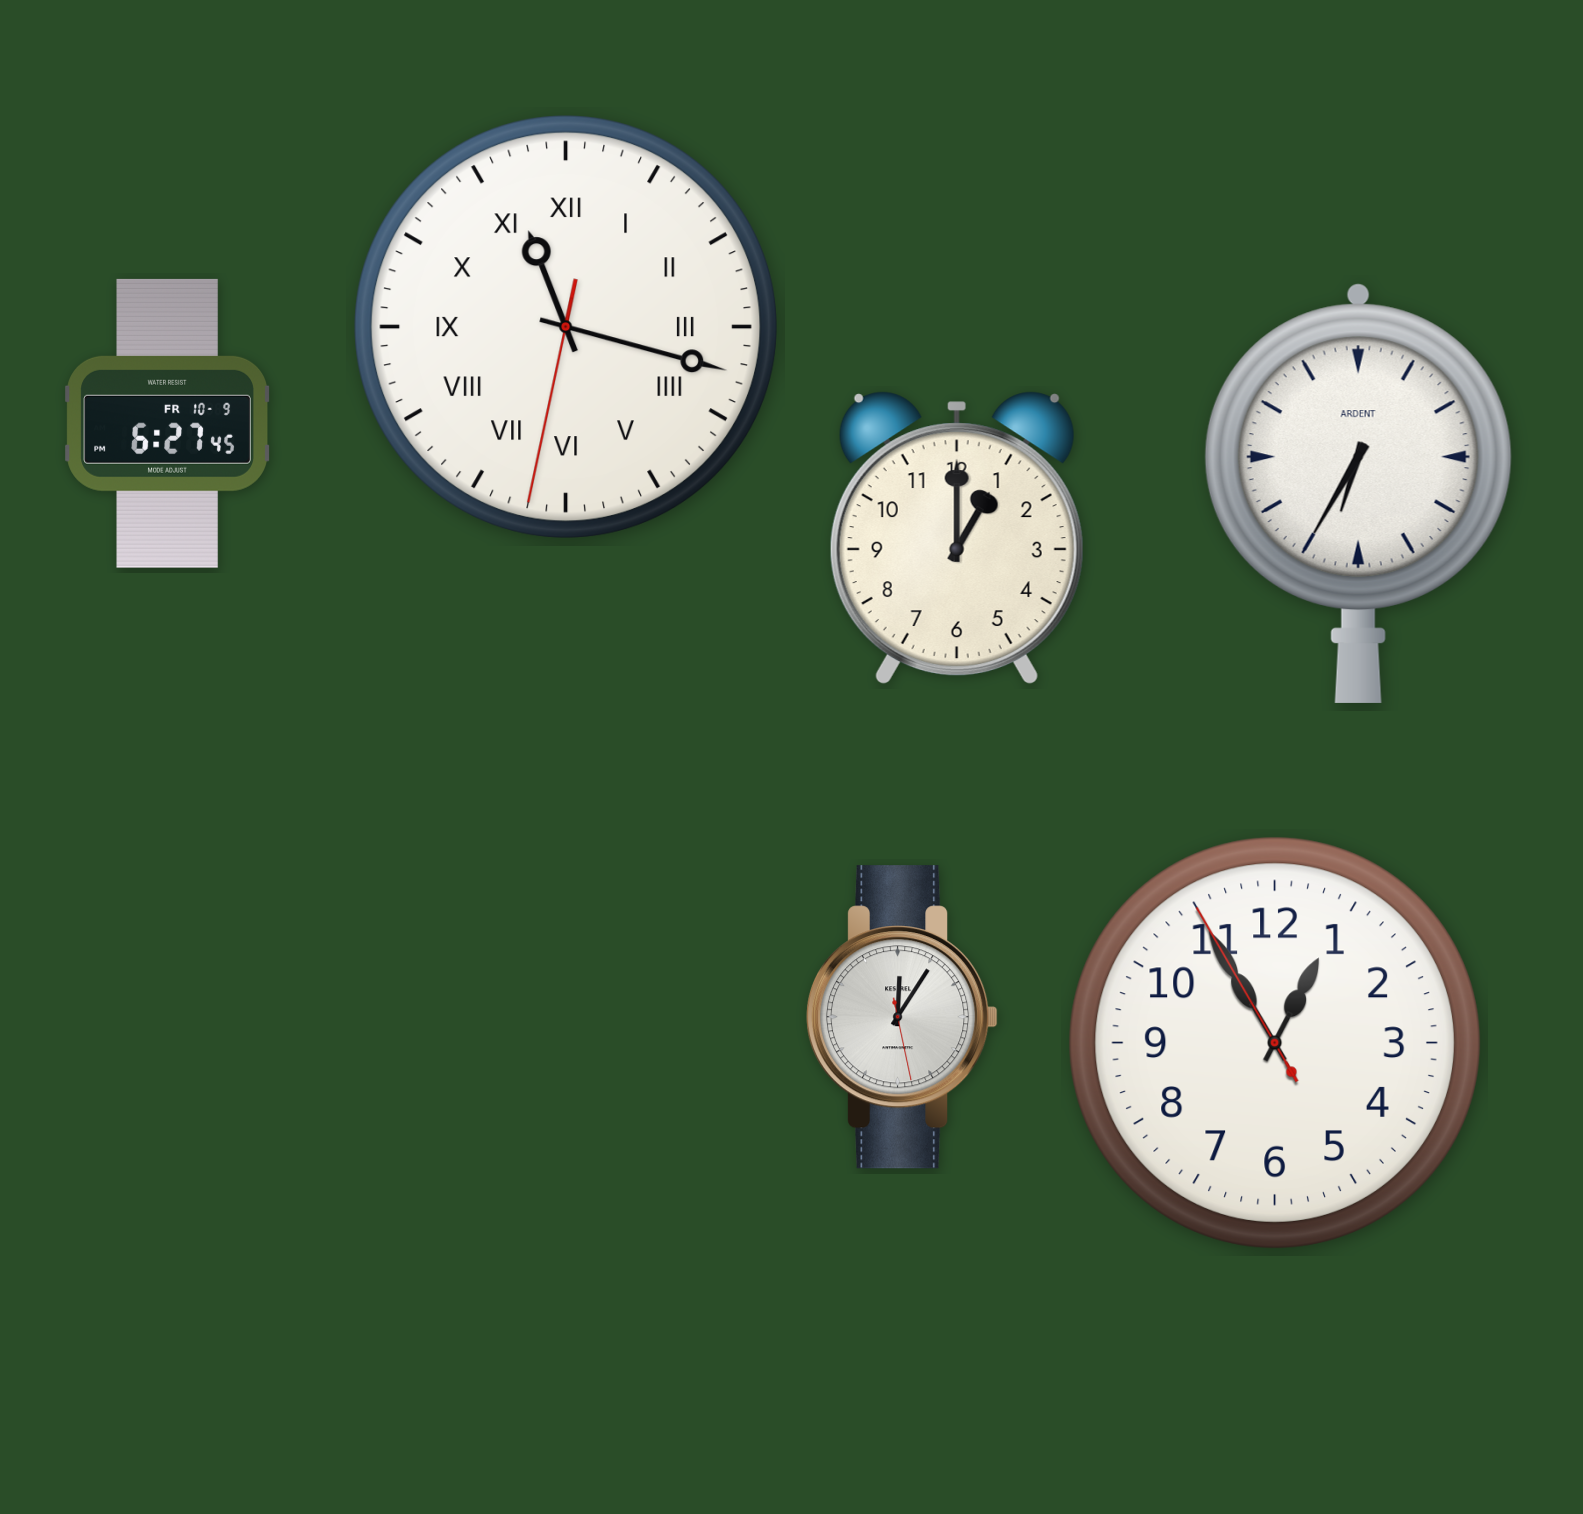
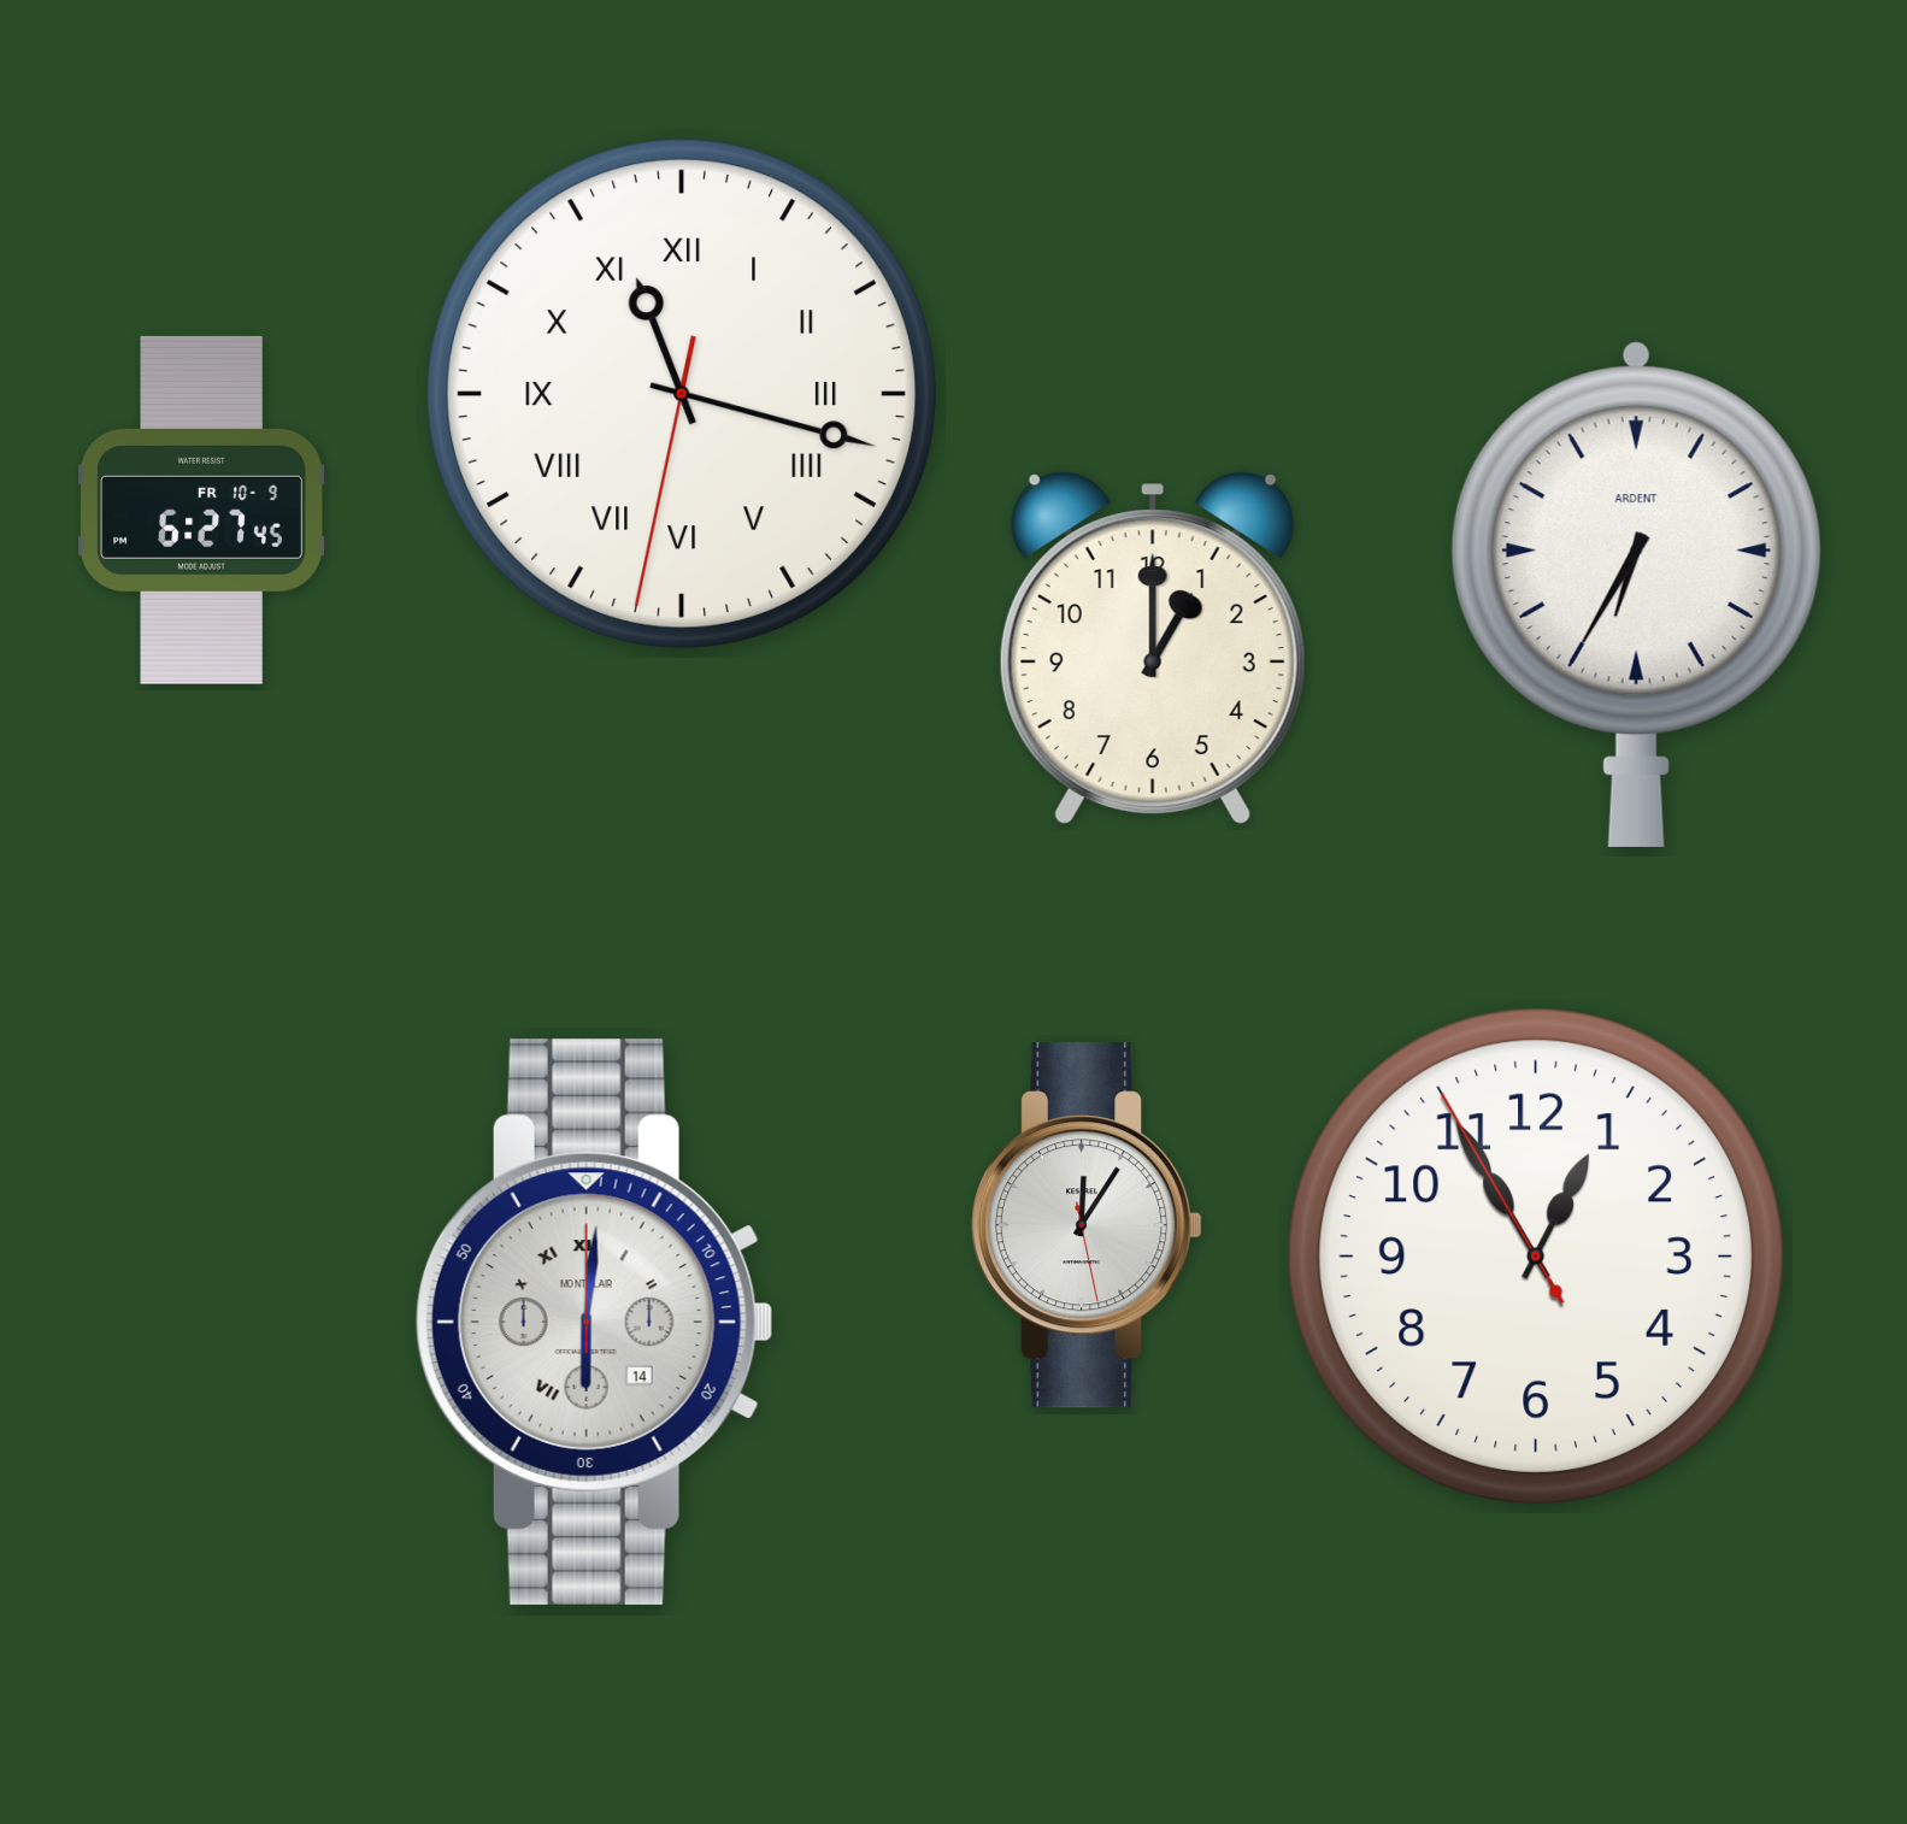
clock at (594, 1322): none -> 6:01
